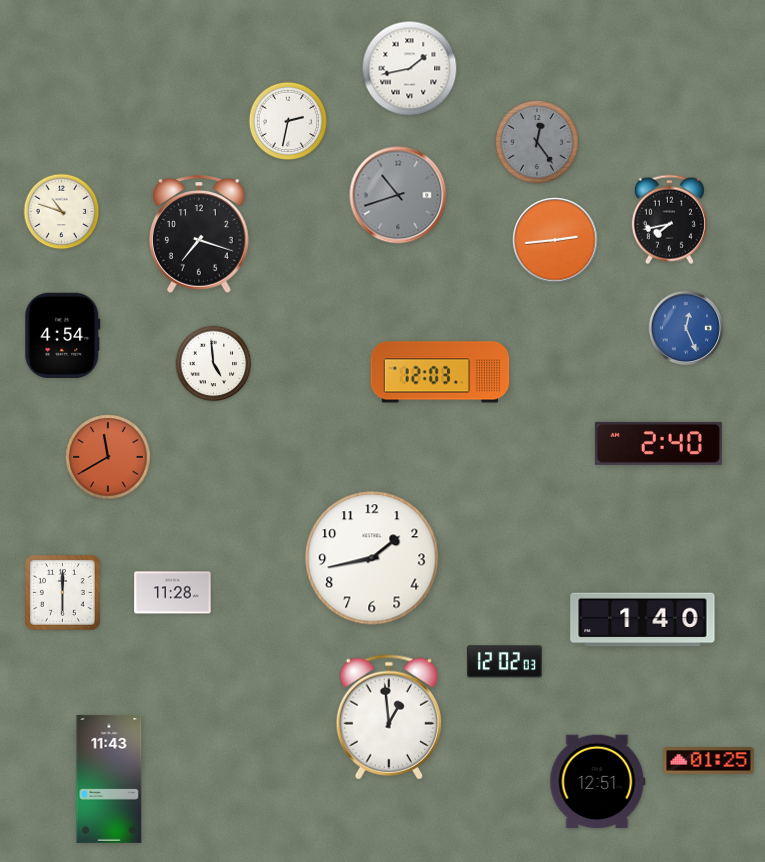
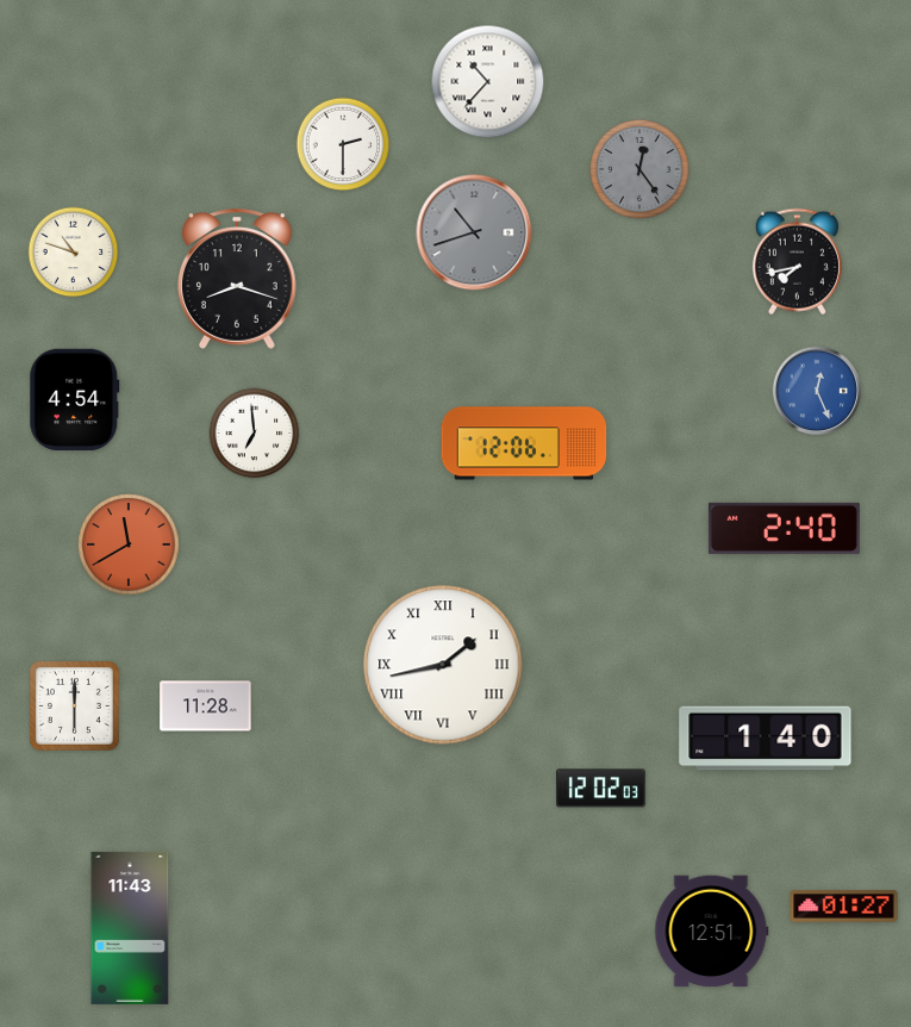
clock at (410, 69): 1:43 -> 10:37
clock at (288, 121): 2:32 -> 2:30
clock at (200, 234): 7:18 -> 8:18
clock at (555, 240): 2:44 -> none
clock at (214, 364): 4:59 -> 6:59
clock at (440, 372): 12:03 -> 12:06
clock at (372, 558) numerals: Arabic -> Roman
clock at (388, 717): 12:59 -> none
clock at (709, 761): 01:25 -> 01:27
